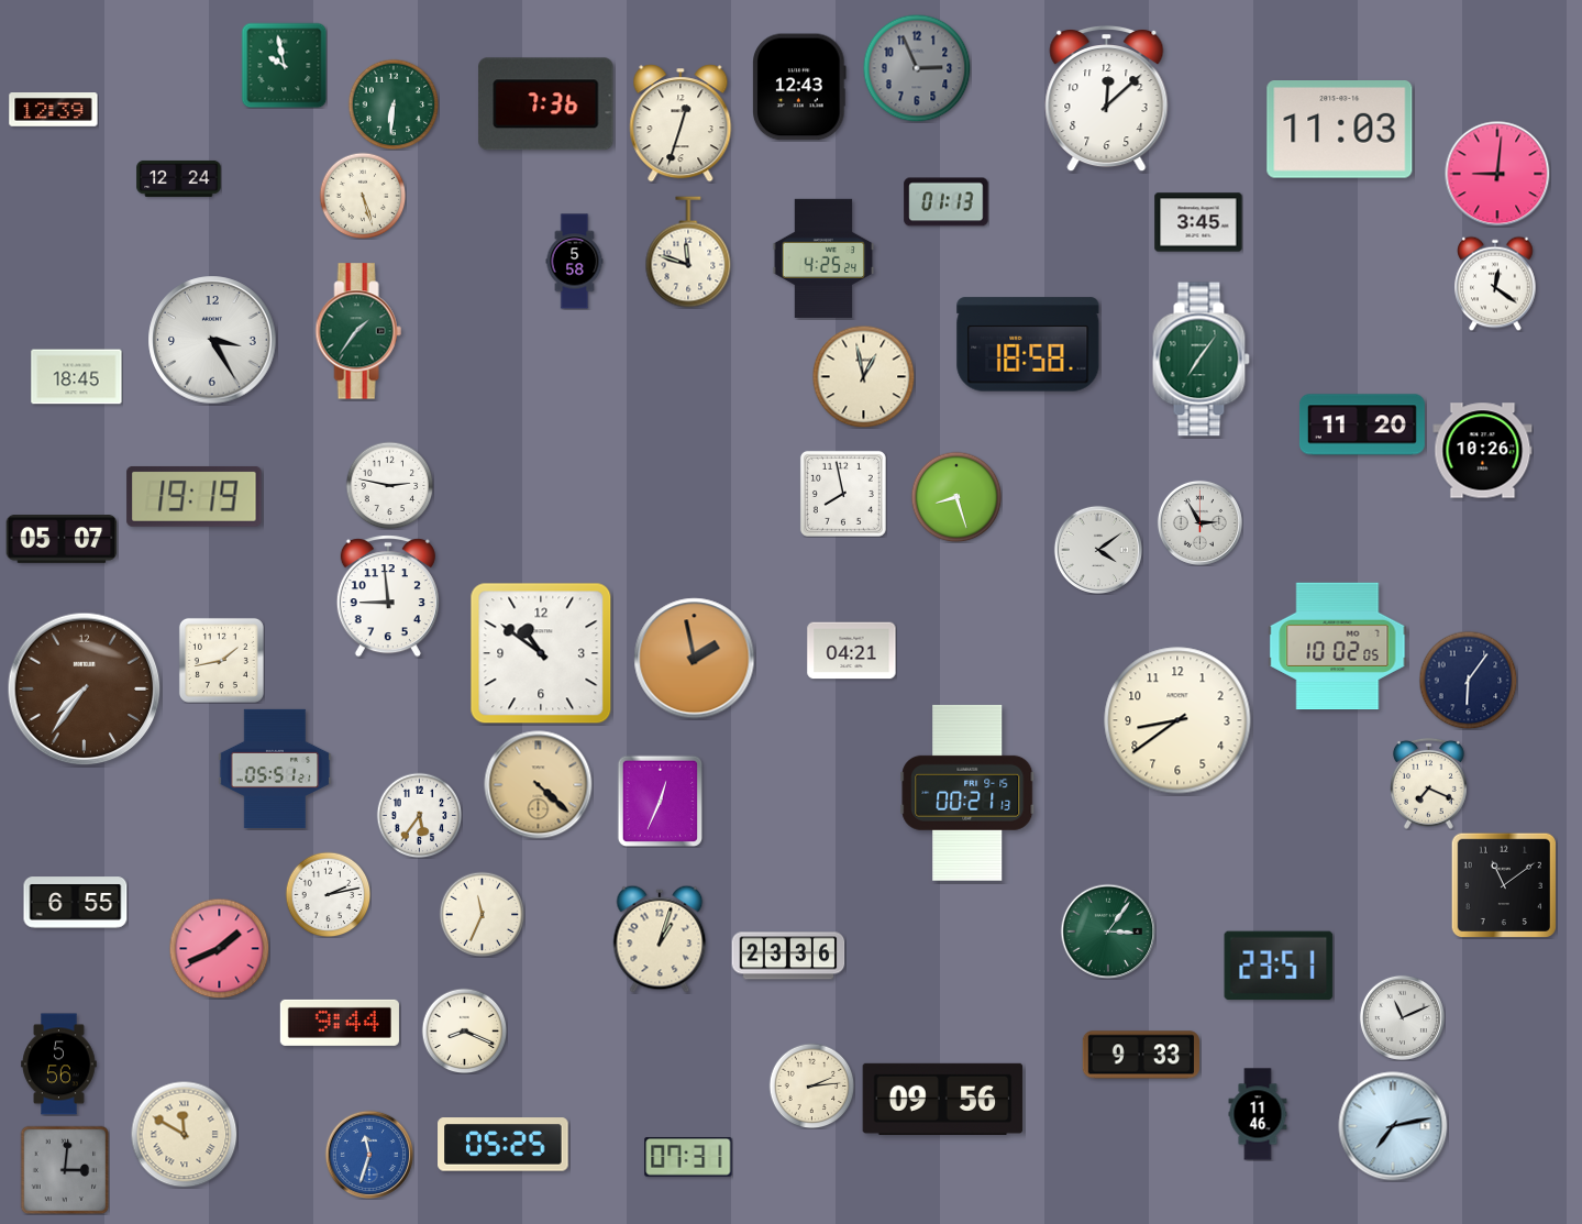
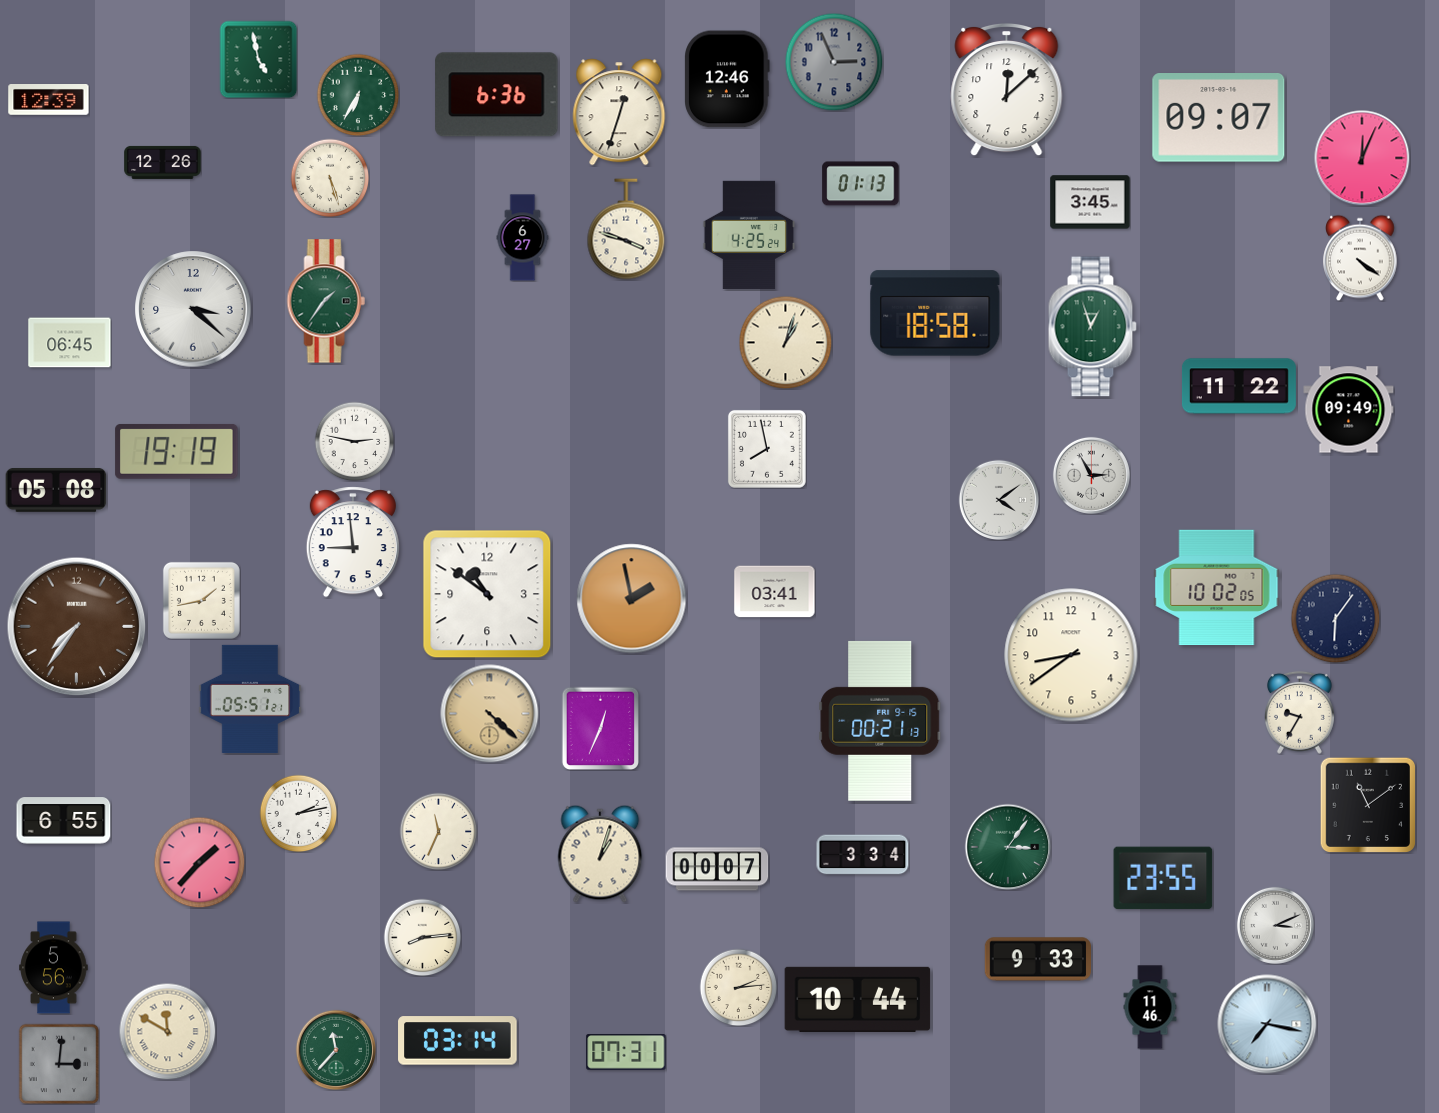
clock at (284, 65): 9:58 -> 4:58
clock at (799, 87): 12:43 -> 12:46
clock at (394, 104): 6:31 -> 6:35
clock at (546, 104): 7:36 -> 6:36
clock at (1340, 130): 11:03 -> 09:07
clock at (1497, 174): 9:01 -> 12:04
clock at (179, 178): 12:24 -> 12:26
clock at (688, 252): 11:48 -> 3:48
clock at (575, 262): 5:58 -> 6:27
clock at (1495, 284): 12:21 -> 4:21
clock at (212, 340): 3:25 -> 3:22
clock at (1201, 360): 7:06 -> 12:57
clock at (863, 376): 12:58 -> 1:03
clock at (77, 377): 18:45 -> 06:45
clock at (1362, 424): 11:20 -> 11:22
clock at (1483, 451): 10:26 -> 09:49
clock at (956, 497): 8:27 -> none
clock at (62, 540): 05:07 -> 05:08
clock at (852, 651): 04:21 -> 03:41
clock at (541, 653) position: (541, 653) -> (487, 594)
clock at (1428, 783): 7:19 -> 9:35
clock at (419, 815): 5:36 -> none
clock at (76, 903) position: (76, 903) -> (64, 821)
clock at (863, 855): none -> 3:34
clock at (219, 948): 1:41 -> 1:37
clock at (788, 956): 23:36 -> 00:07
clock at (1279, 966): 23:51 -> 23:55
clock at (1402, 1017): 11:11 -> 3:11
clock at (340, 1023): 9:44 -> none
clock at (464, 1030): 8:19 -> 8:14
clock at (943, 1099): 09:56 -> 10:44
clock at (1258, 1114) position: (1258, 1114) -> (1150, 1007)
clock at (1393, 1126): 7:13 -> 7:17
clock at (504, 1145): 05:25 -> 03:14
clock at (368, 1154): 11:33 -> 11:37
clock at (368, 1154) dial: blue -> green
